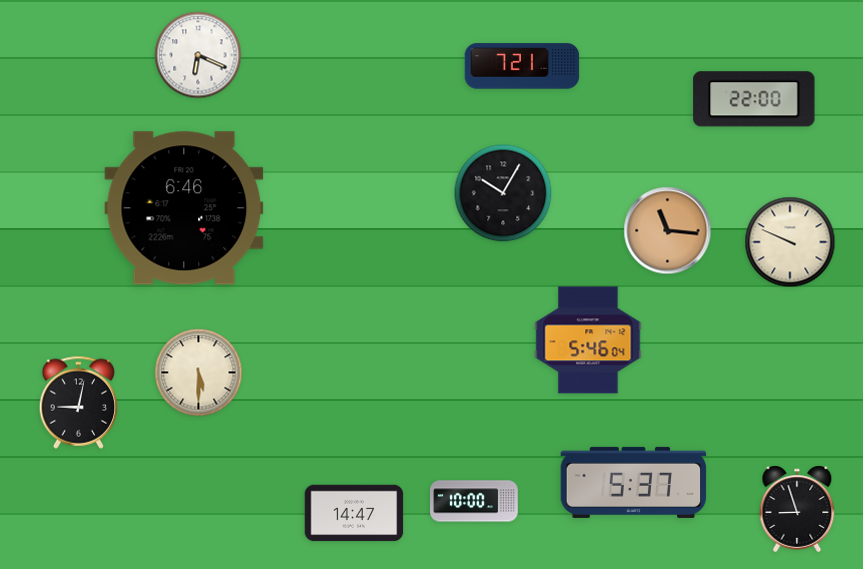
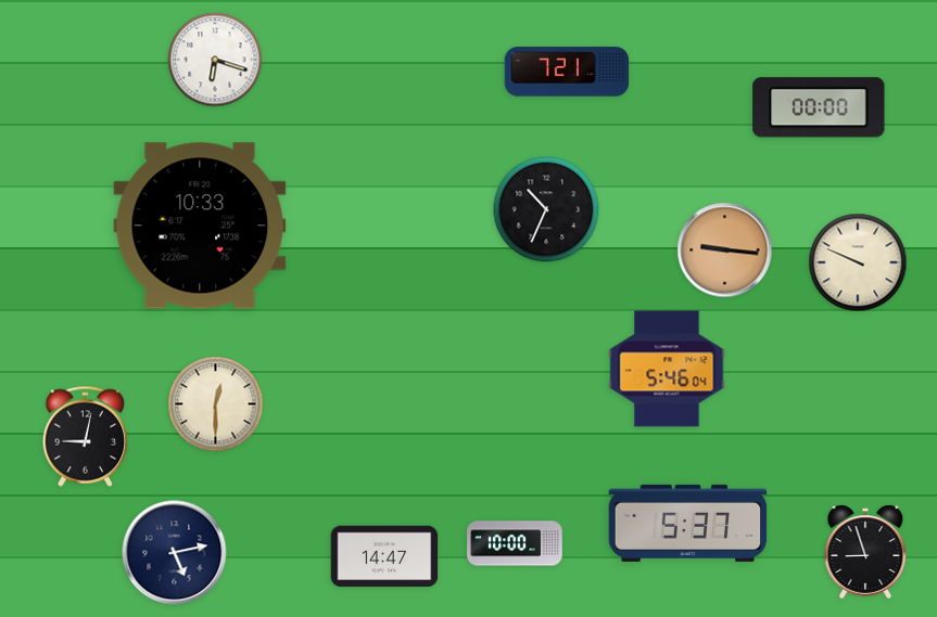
clock at (198, 55): 6:19 -> 6:18
clock at (754, 99): 22:00 -> 00:00
clock at (503, 193): 10:05 -> 10:34
clock at (184, 208): 6:46 -> 10:33
clock at (668, 231): 11:16 -> 9:16
clock at (588, 340) position: (588, 340) -> (667, 369)
clock at (199, 373): 5:30 -> 12:30
clock at (175, 553): none -> 5:13
